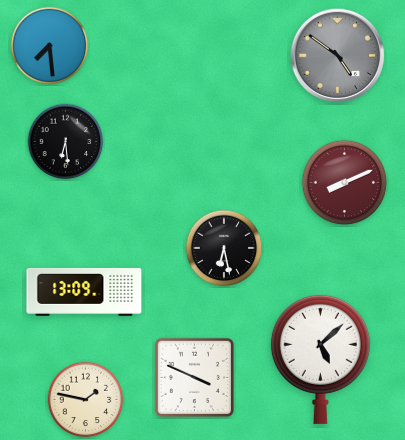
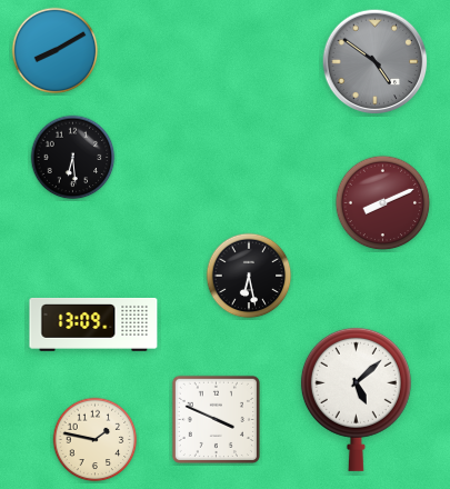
clock at (50, 46): 7:29 -> 8:10
clock at (86, 400) position: (86, 400) -> (96, 440)
